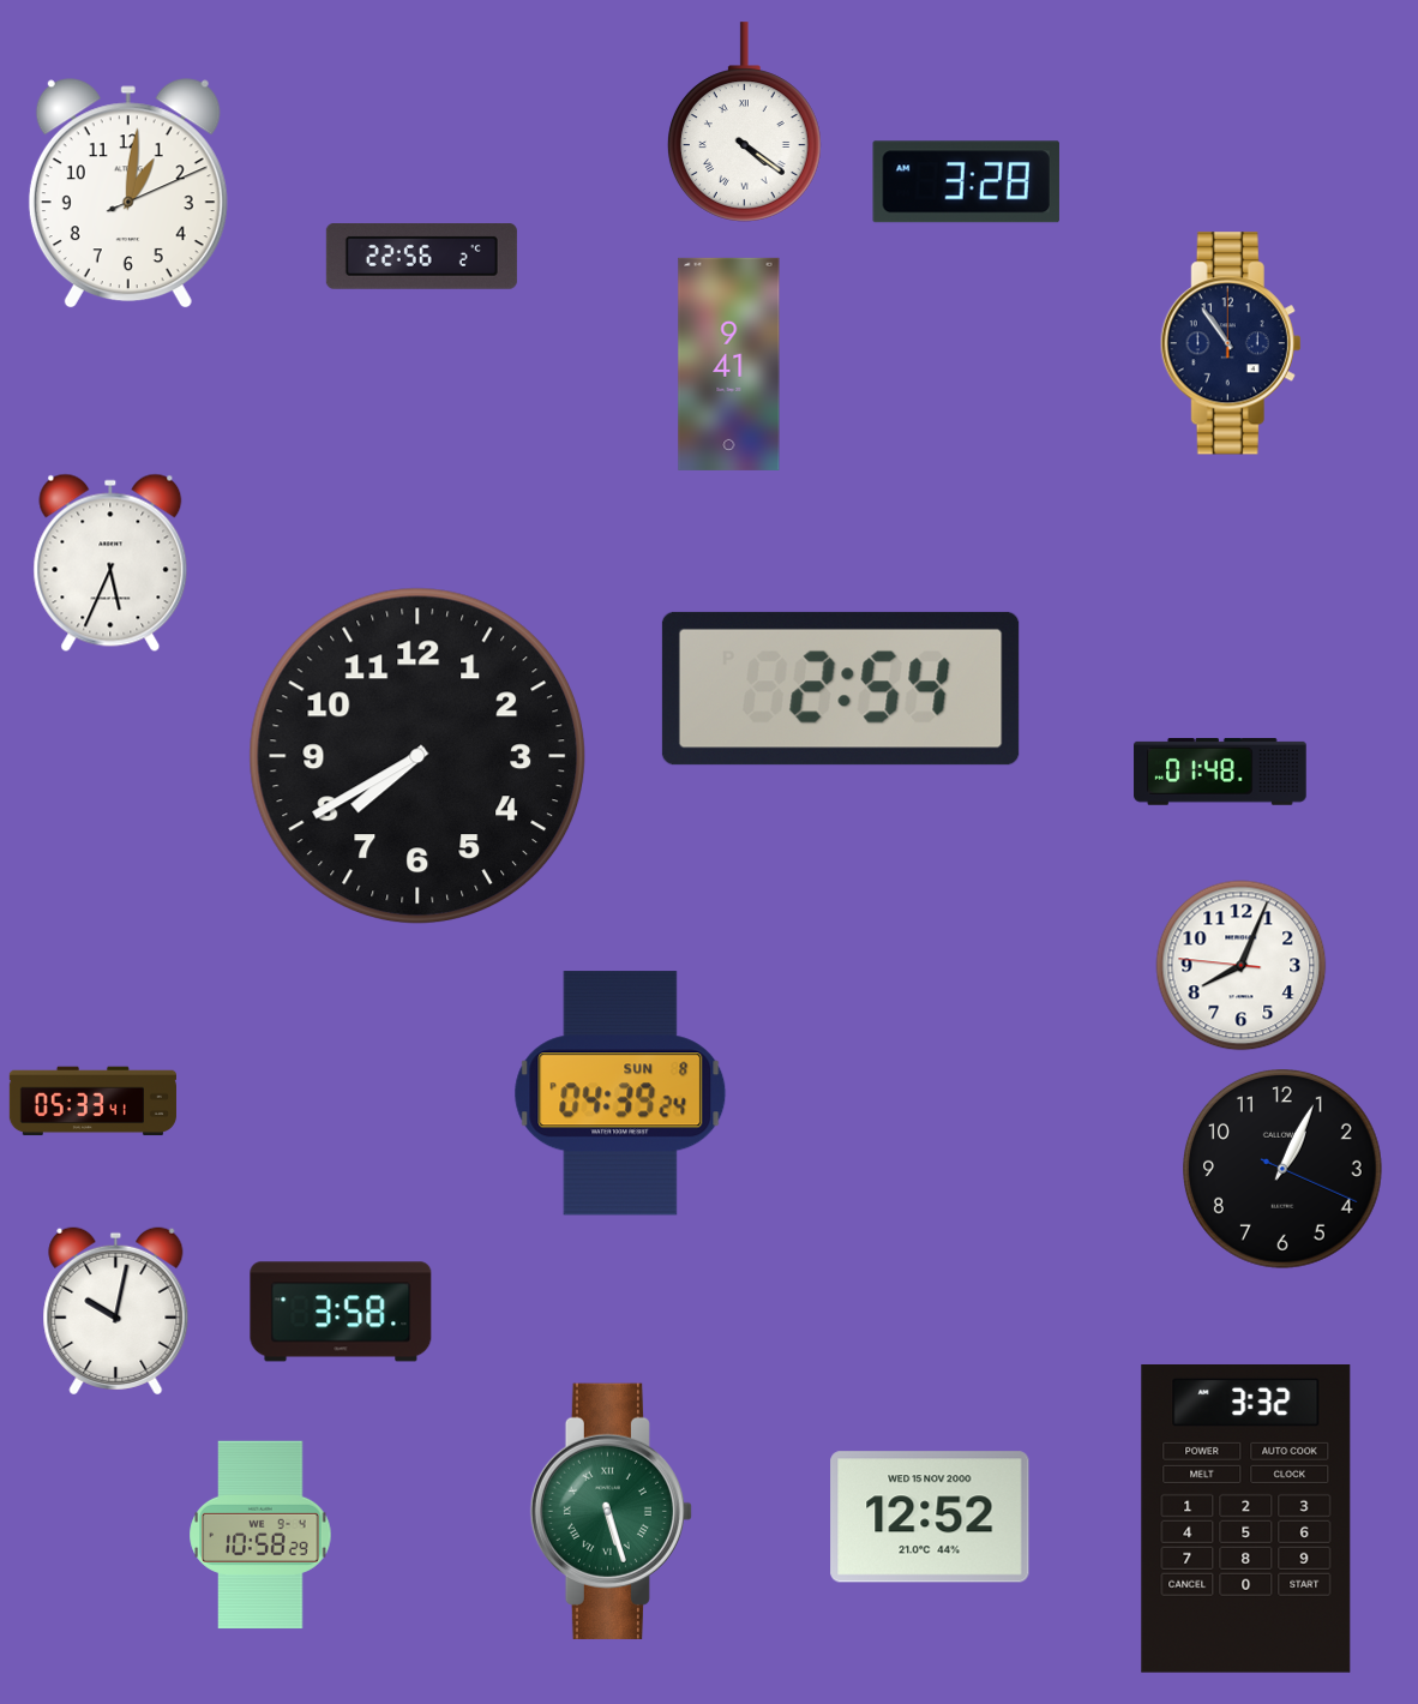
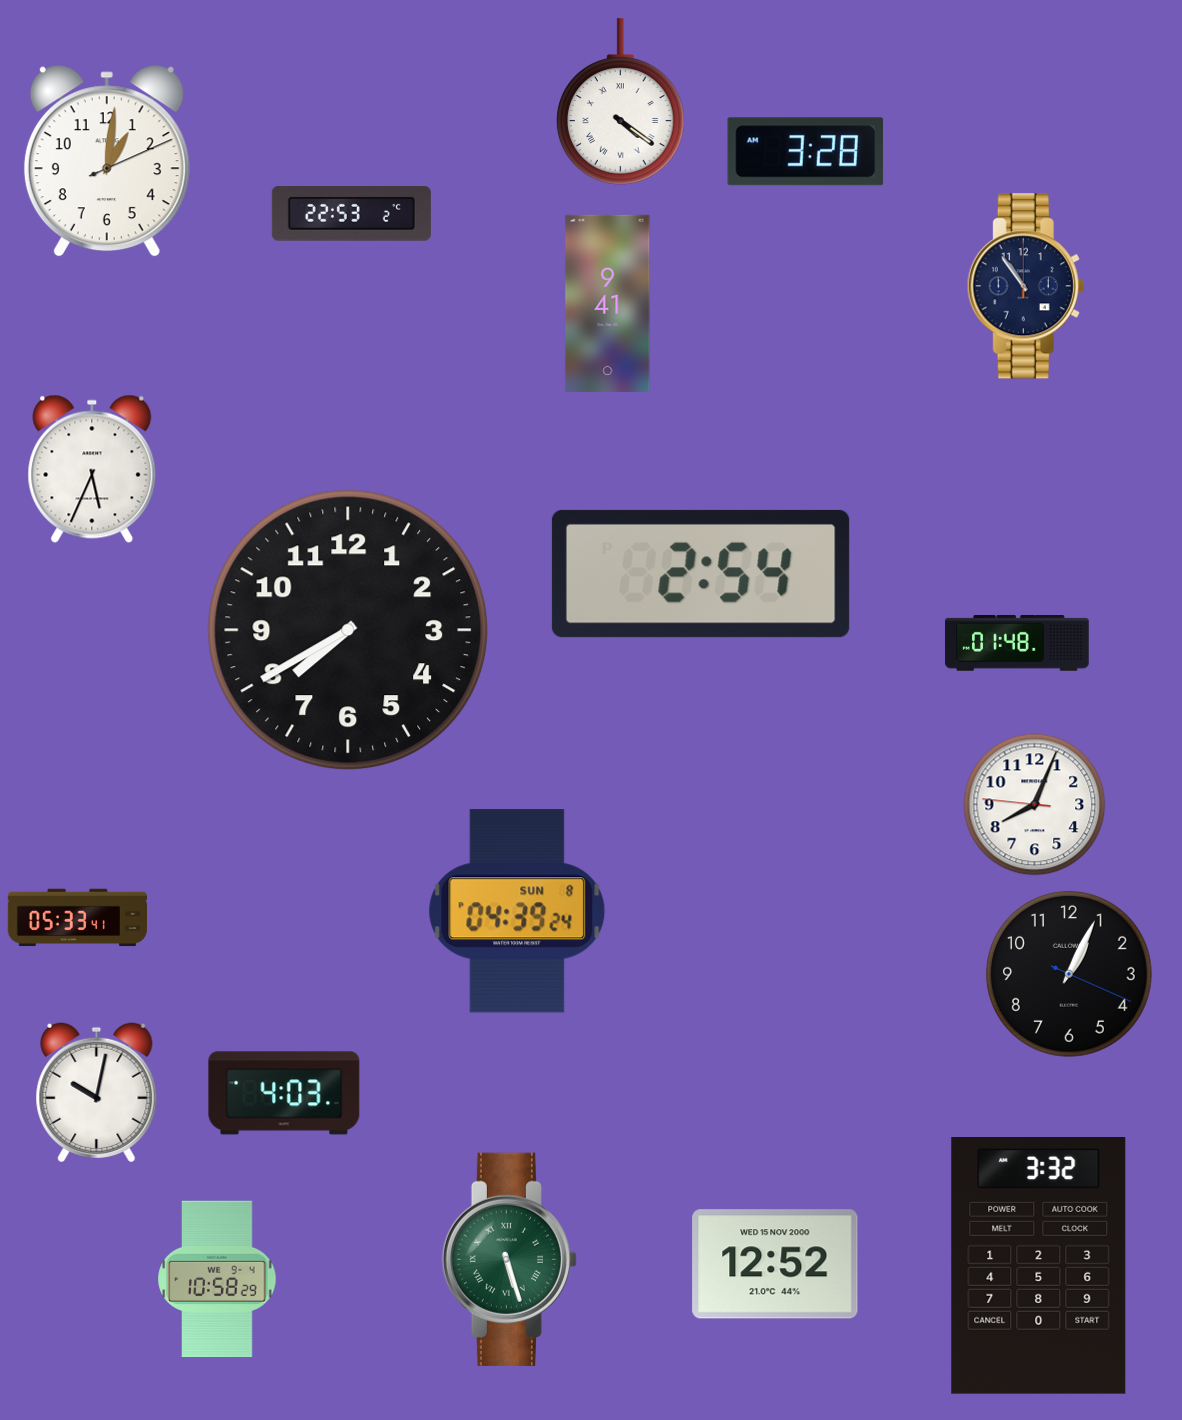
clock at (421, 257): 22:56 -> 22:53
clock at (341, 1312): 3:58 -> 4:03
